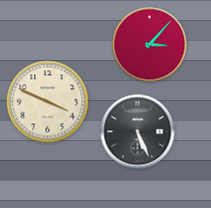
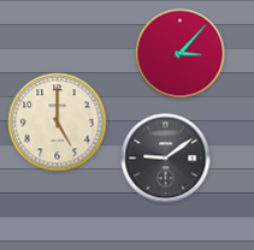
clock at (48, 102): 3:49 -> 5:00
clock at (138, 132): 5:26 -> 9:09
